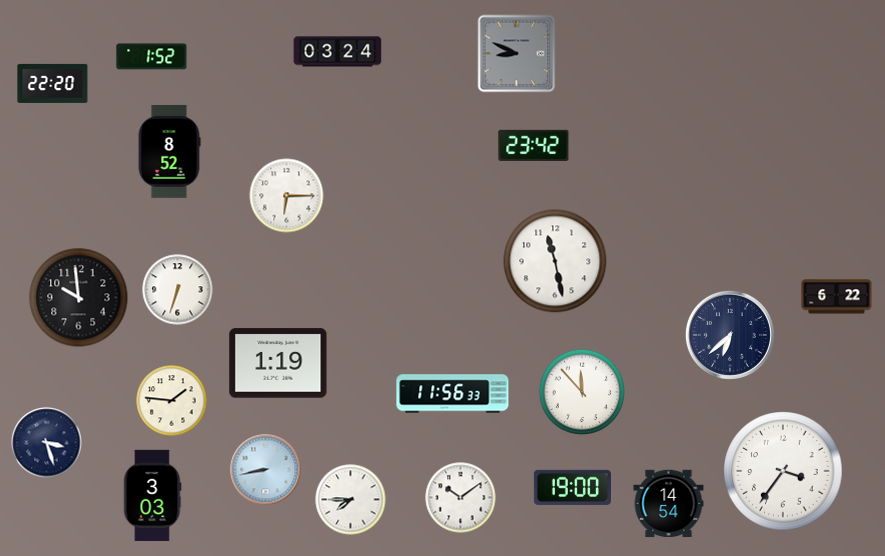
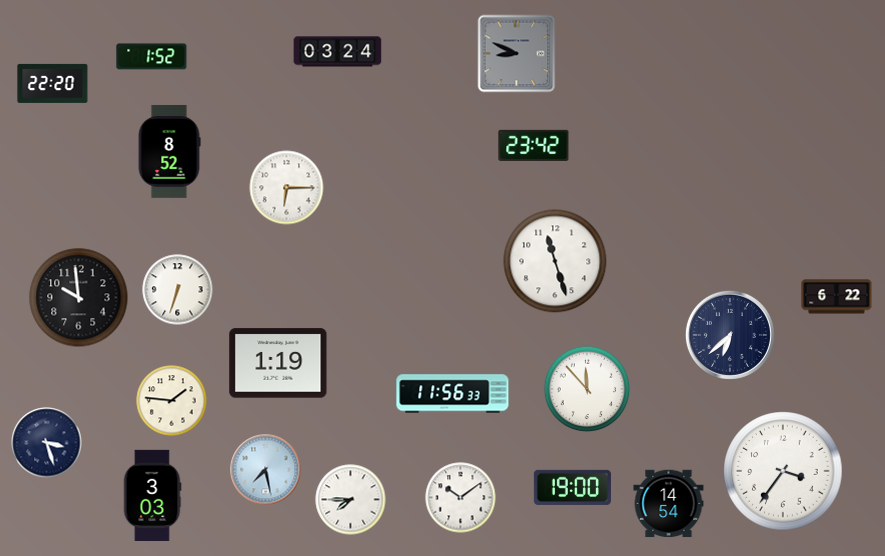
clock at (287, 196) position: (287, 196) -> (287, 188)
clock at (555, 261): 11:28 -> 11:27
clock at (582, 392) position: (582, 392) -> (587, 389)
clock at (266, 470): 8:43 -> 7:28
